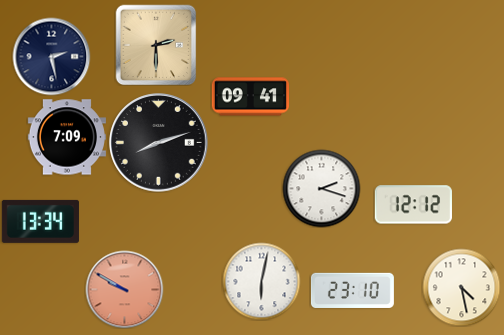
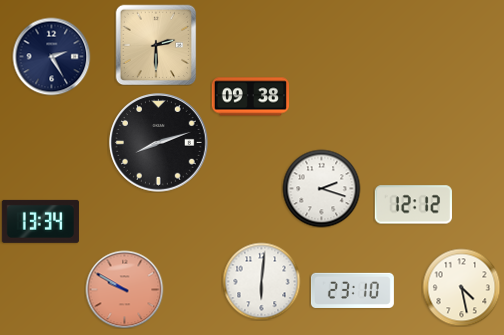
clock at (51, 56): 2:28 -> 2:25
clock at (250, 97): 09:41 -> 09:38
clock at (67, 137): 7:09 -> none
clock at (261, 281): 6:02 -> 6:01
